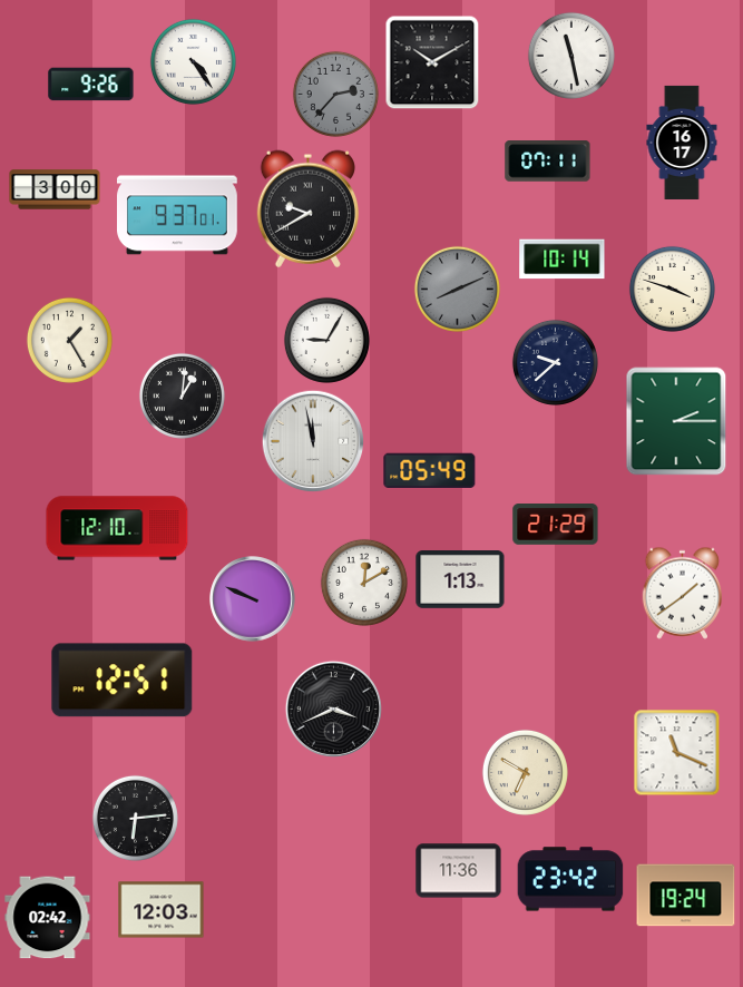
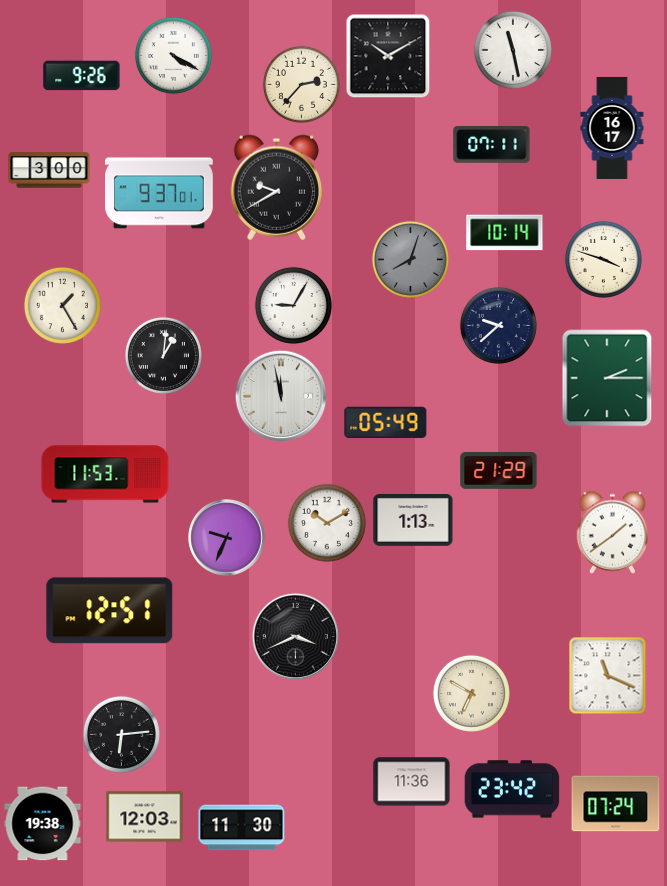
clock at (193, 61): 4:24 -> 4:20
clock at (335, 94) dial: grey -> cream
clock at (457, 289): 8:11 -> 8:03
clock at (117, 528): 12:10 -> 11:53
clock at (364, 583): 12:10 -> 10:10
clock at (253, 599): 9:49 -> 9:34
clock at (333, 709) position: (333, 709) -> (295, 636)
clock at (686, 896): 19:24 -> 07:24
clock at (48, 918): 02:42 -> 19:38
clock at (242, 828): none -> 11:30
